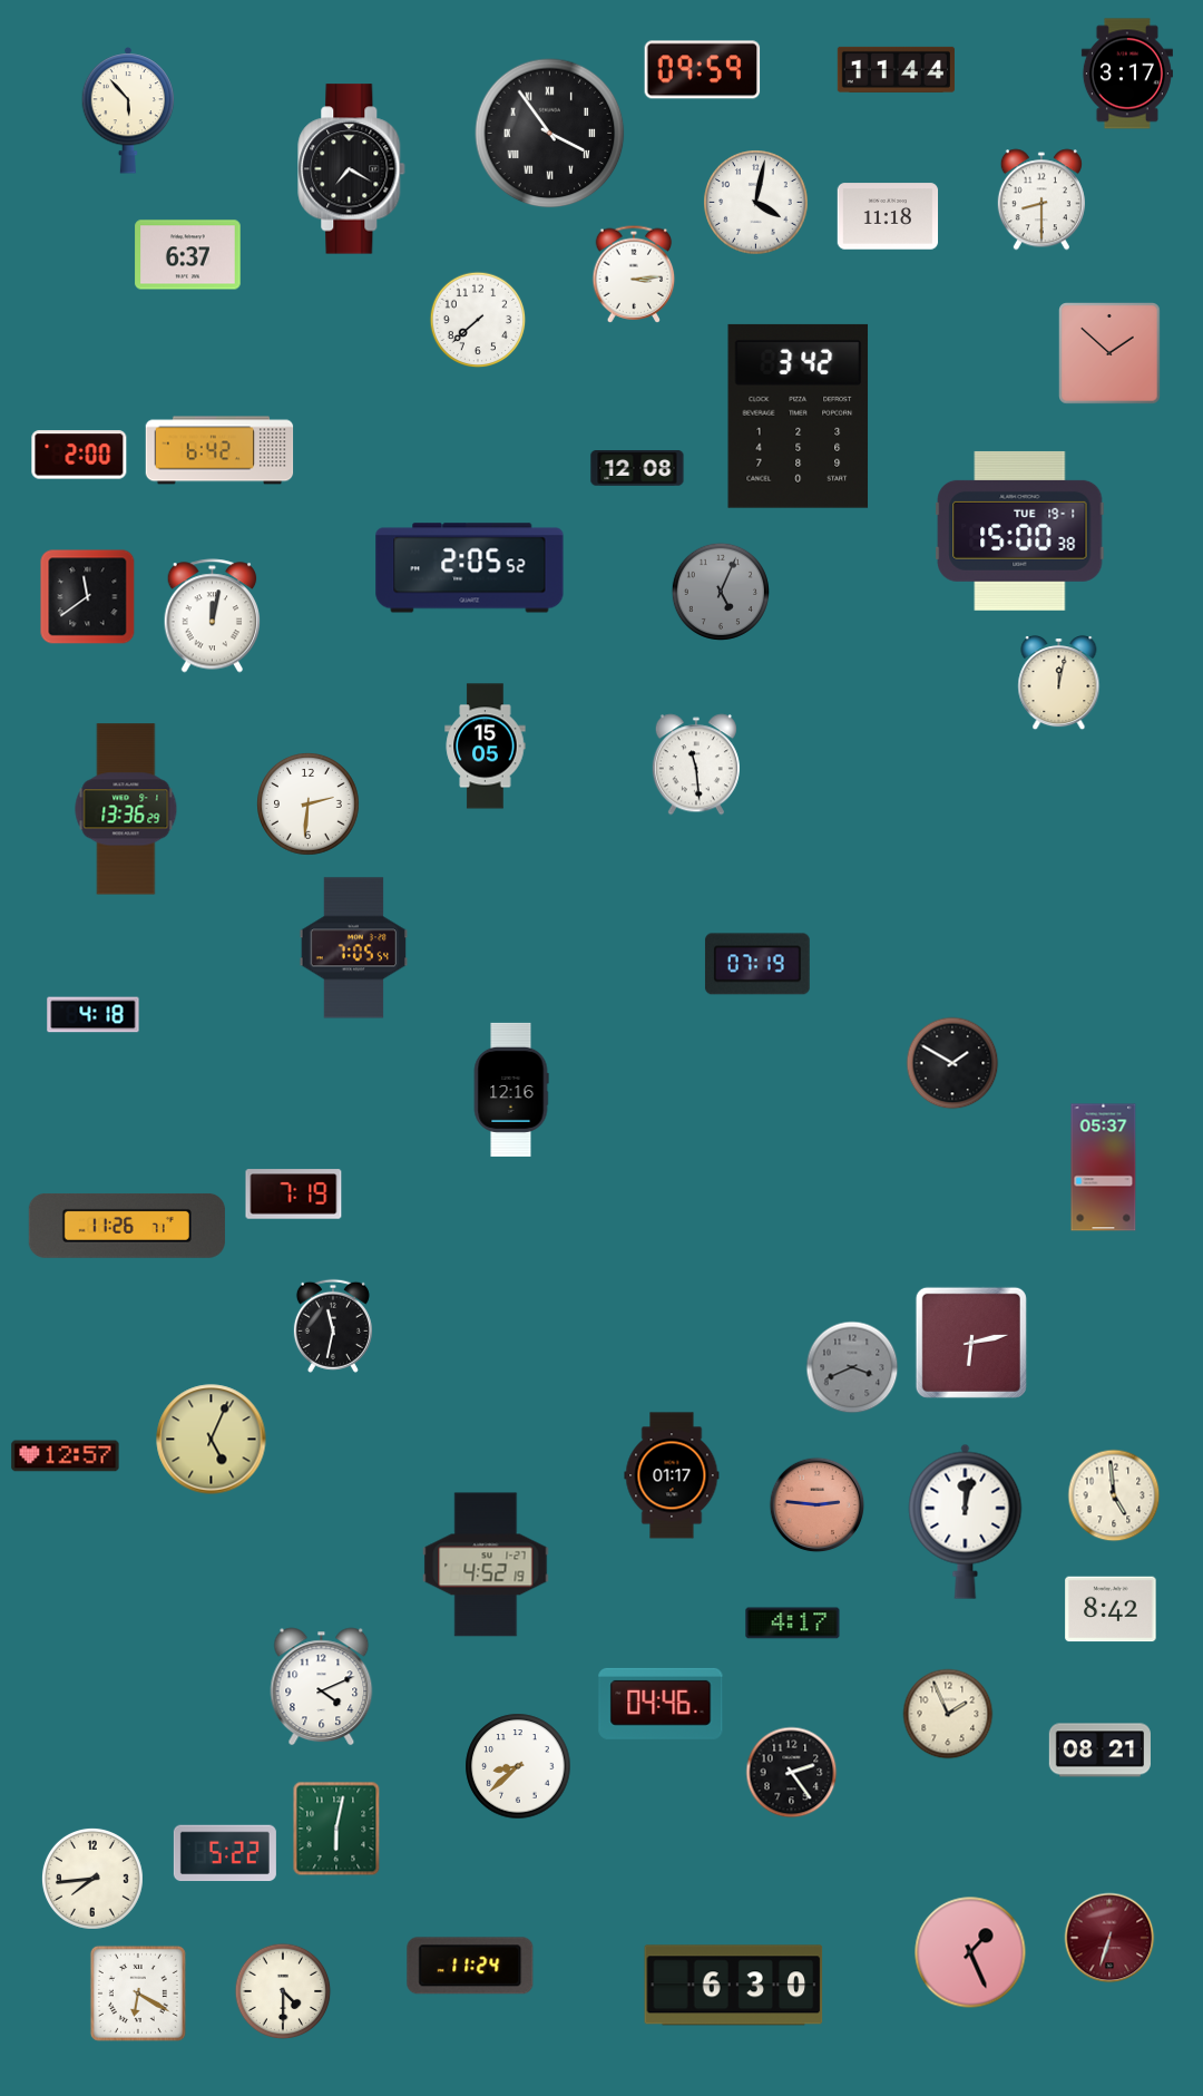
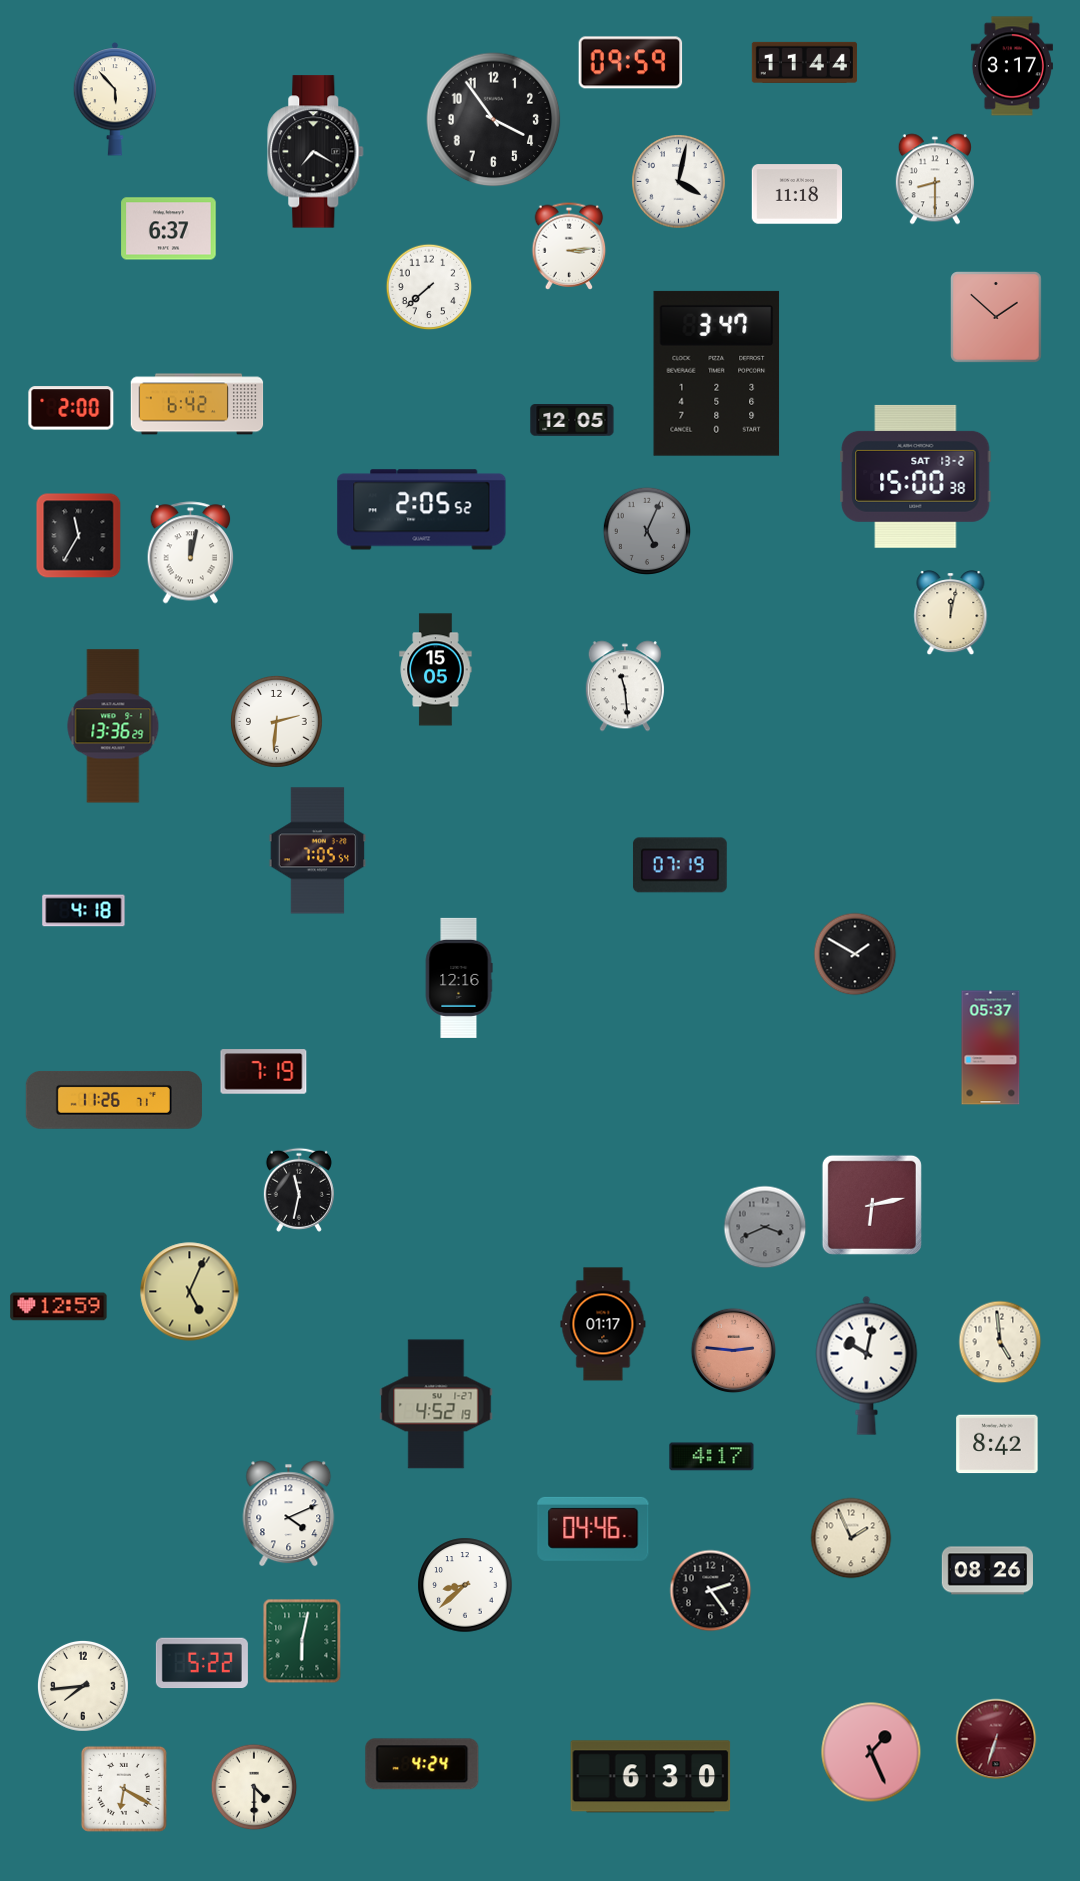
clock at (550, 134) numerals: Roman -> Arabic
clock at (799, 416): 3:42 -> 3:47
clock at (637, 468): 12:08 -> 12:05
clock at (1020, 530) date: TUE 19-1 -> SAT 13-2
clock at (88, 597): 11:39 -> 11:35
clock at (66, 1456): 12:57 -> 12:59
clock at (966, 1521): 12:02 -> 10:02
clock at (1099, 1751): 08:21 -> 08:26
clock at (470, 1966): 11:24 -> 4:24
clock at (734, 1986) position: (734, 1986) -> (651, 1777)
